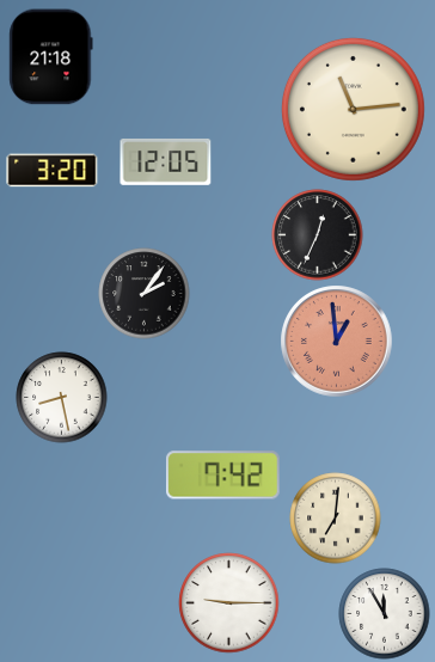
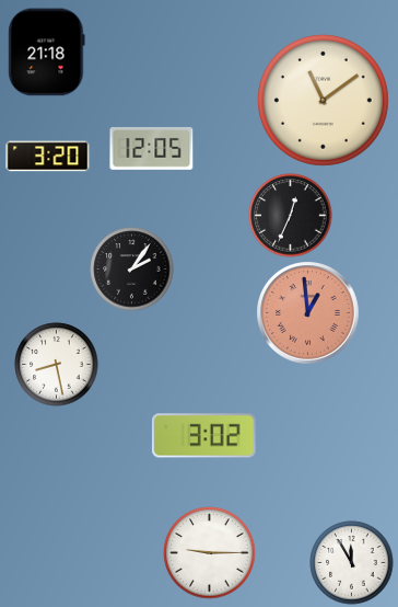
clock at (353, 109): 11:14 -> 11:09
clock at (222, 476): 7:42 -> 3:02
clock at (336, 519): 7:01 -> none
